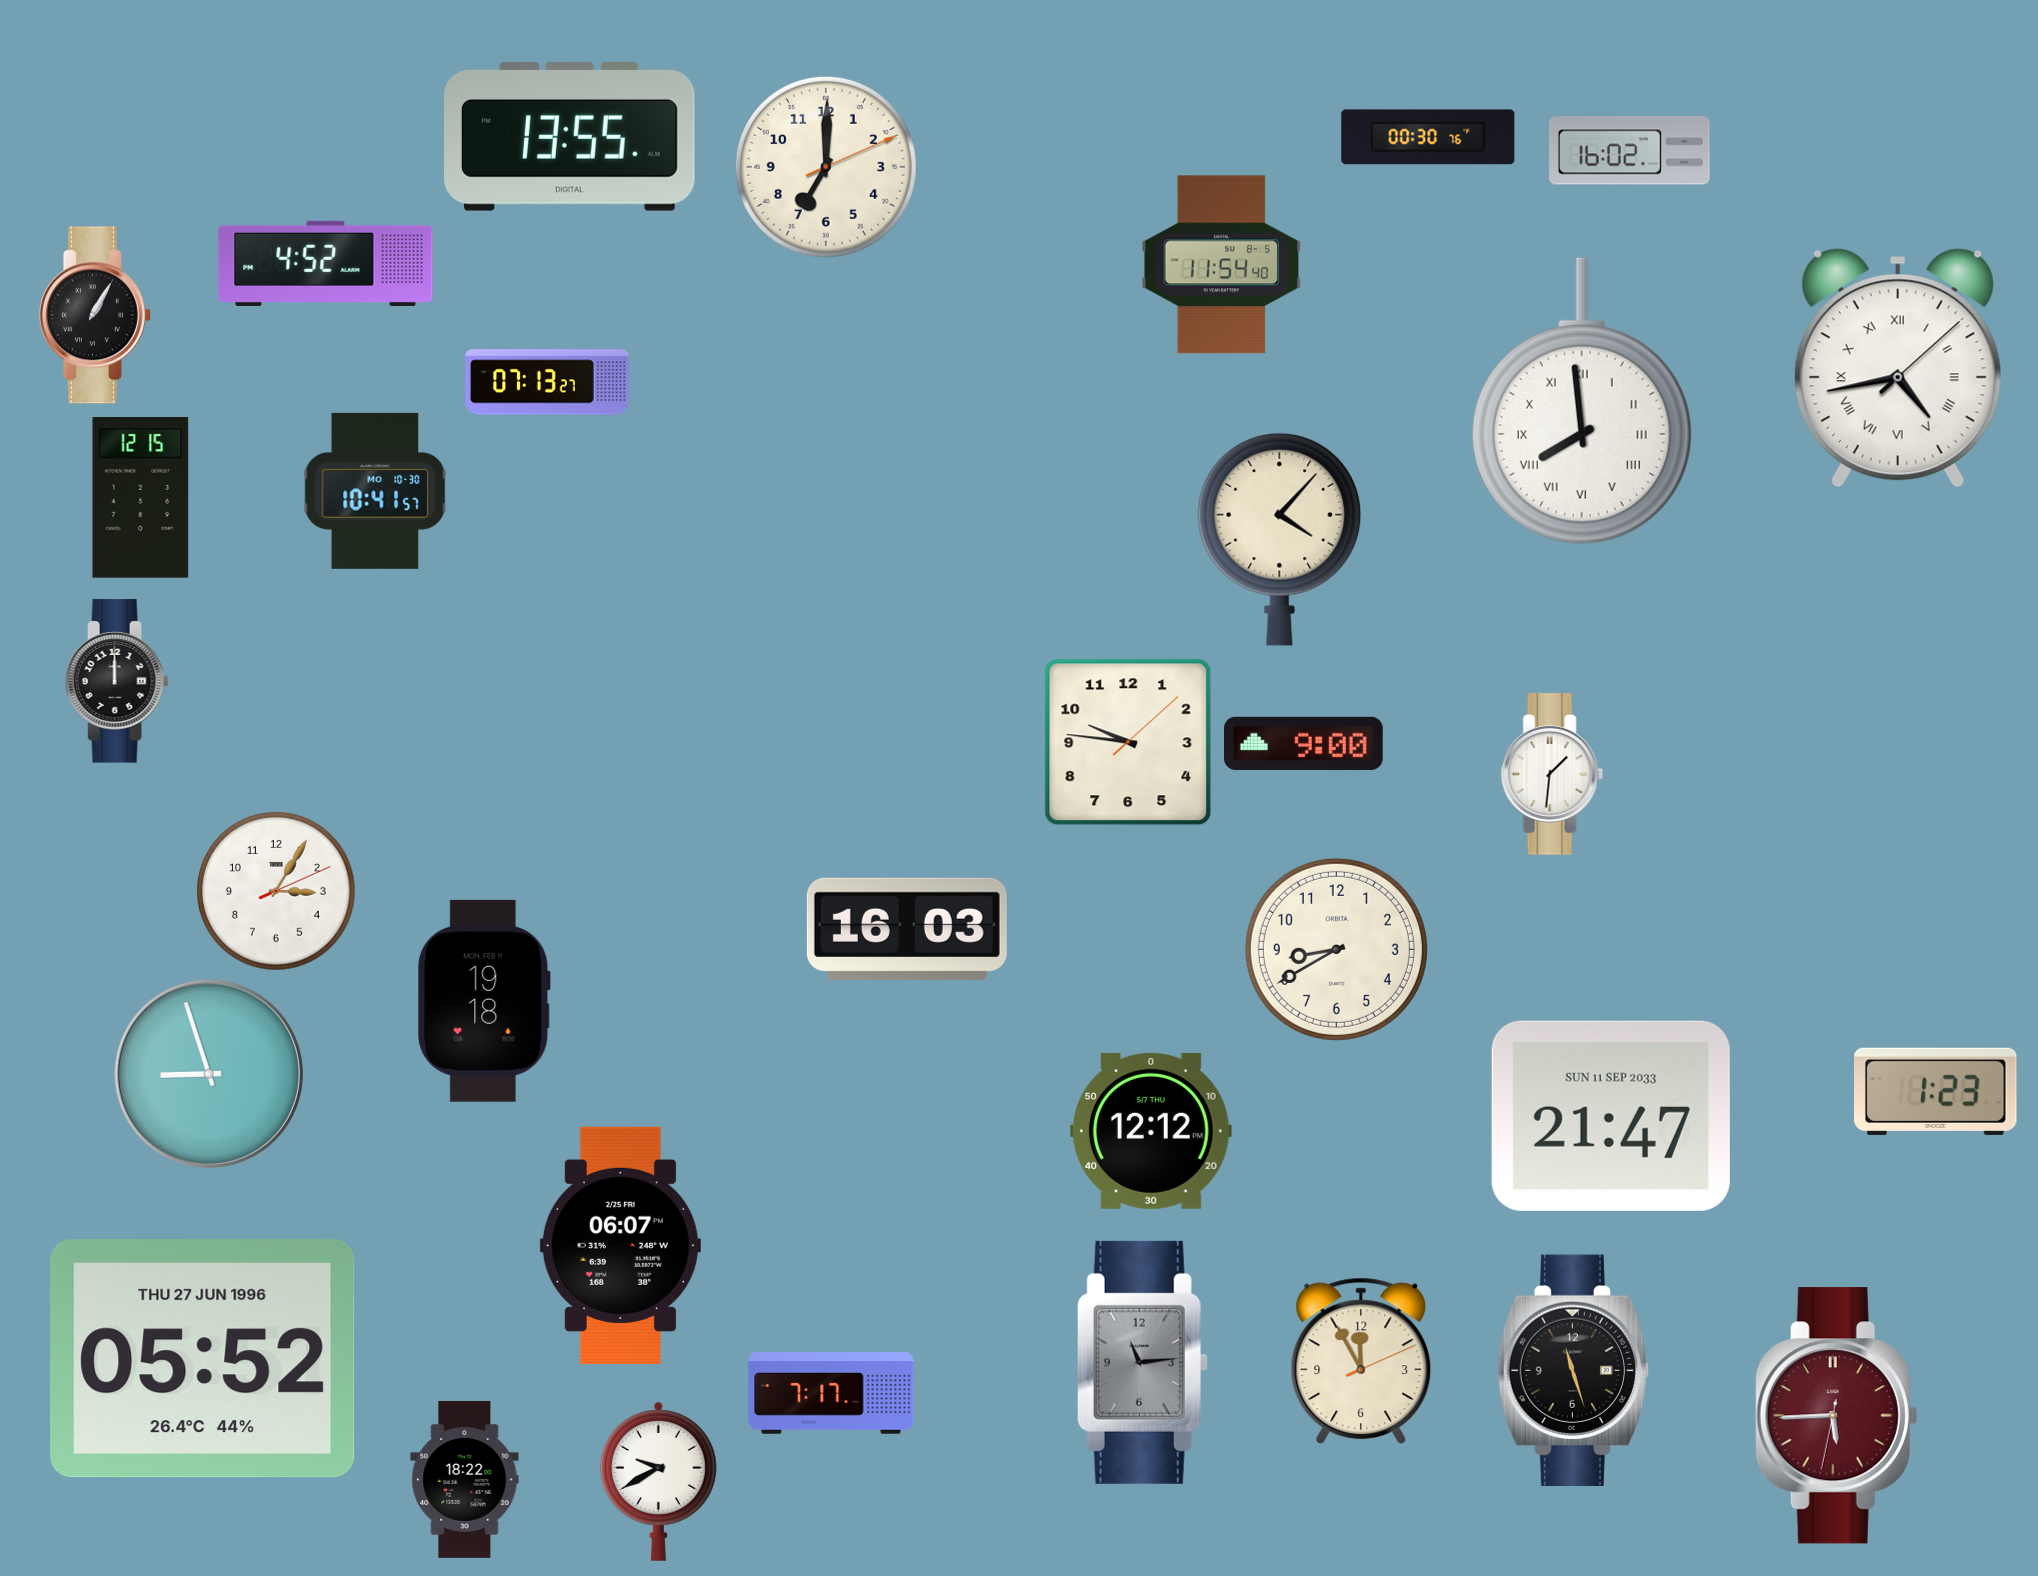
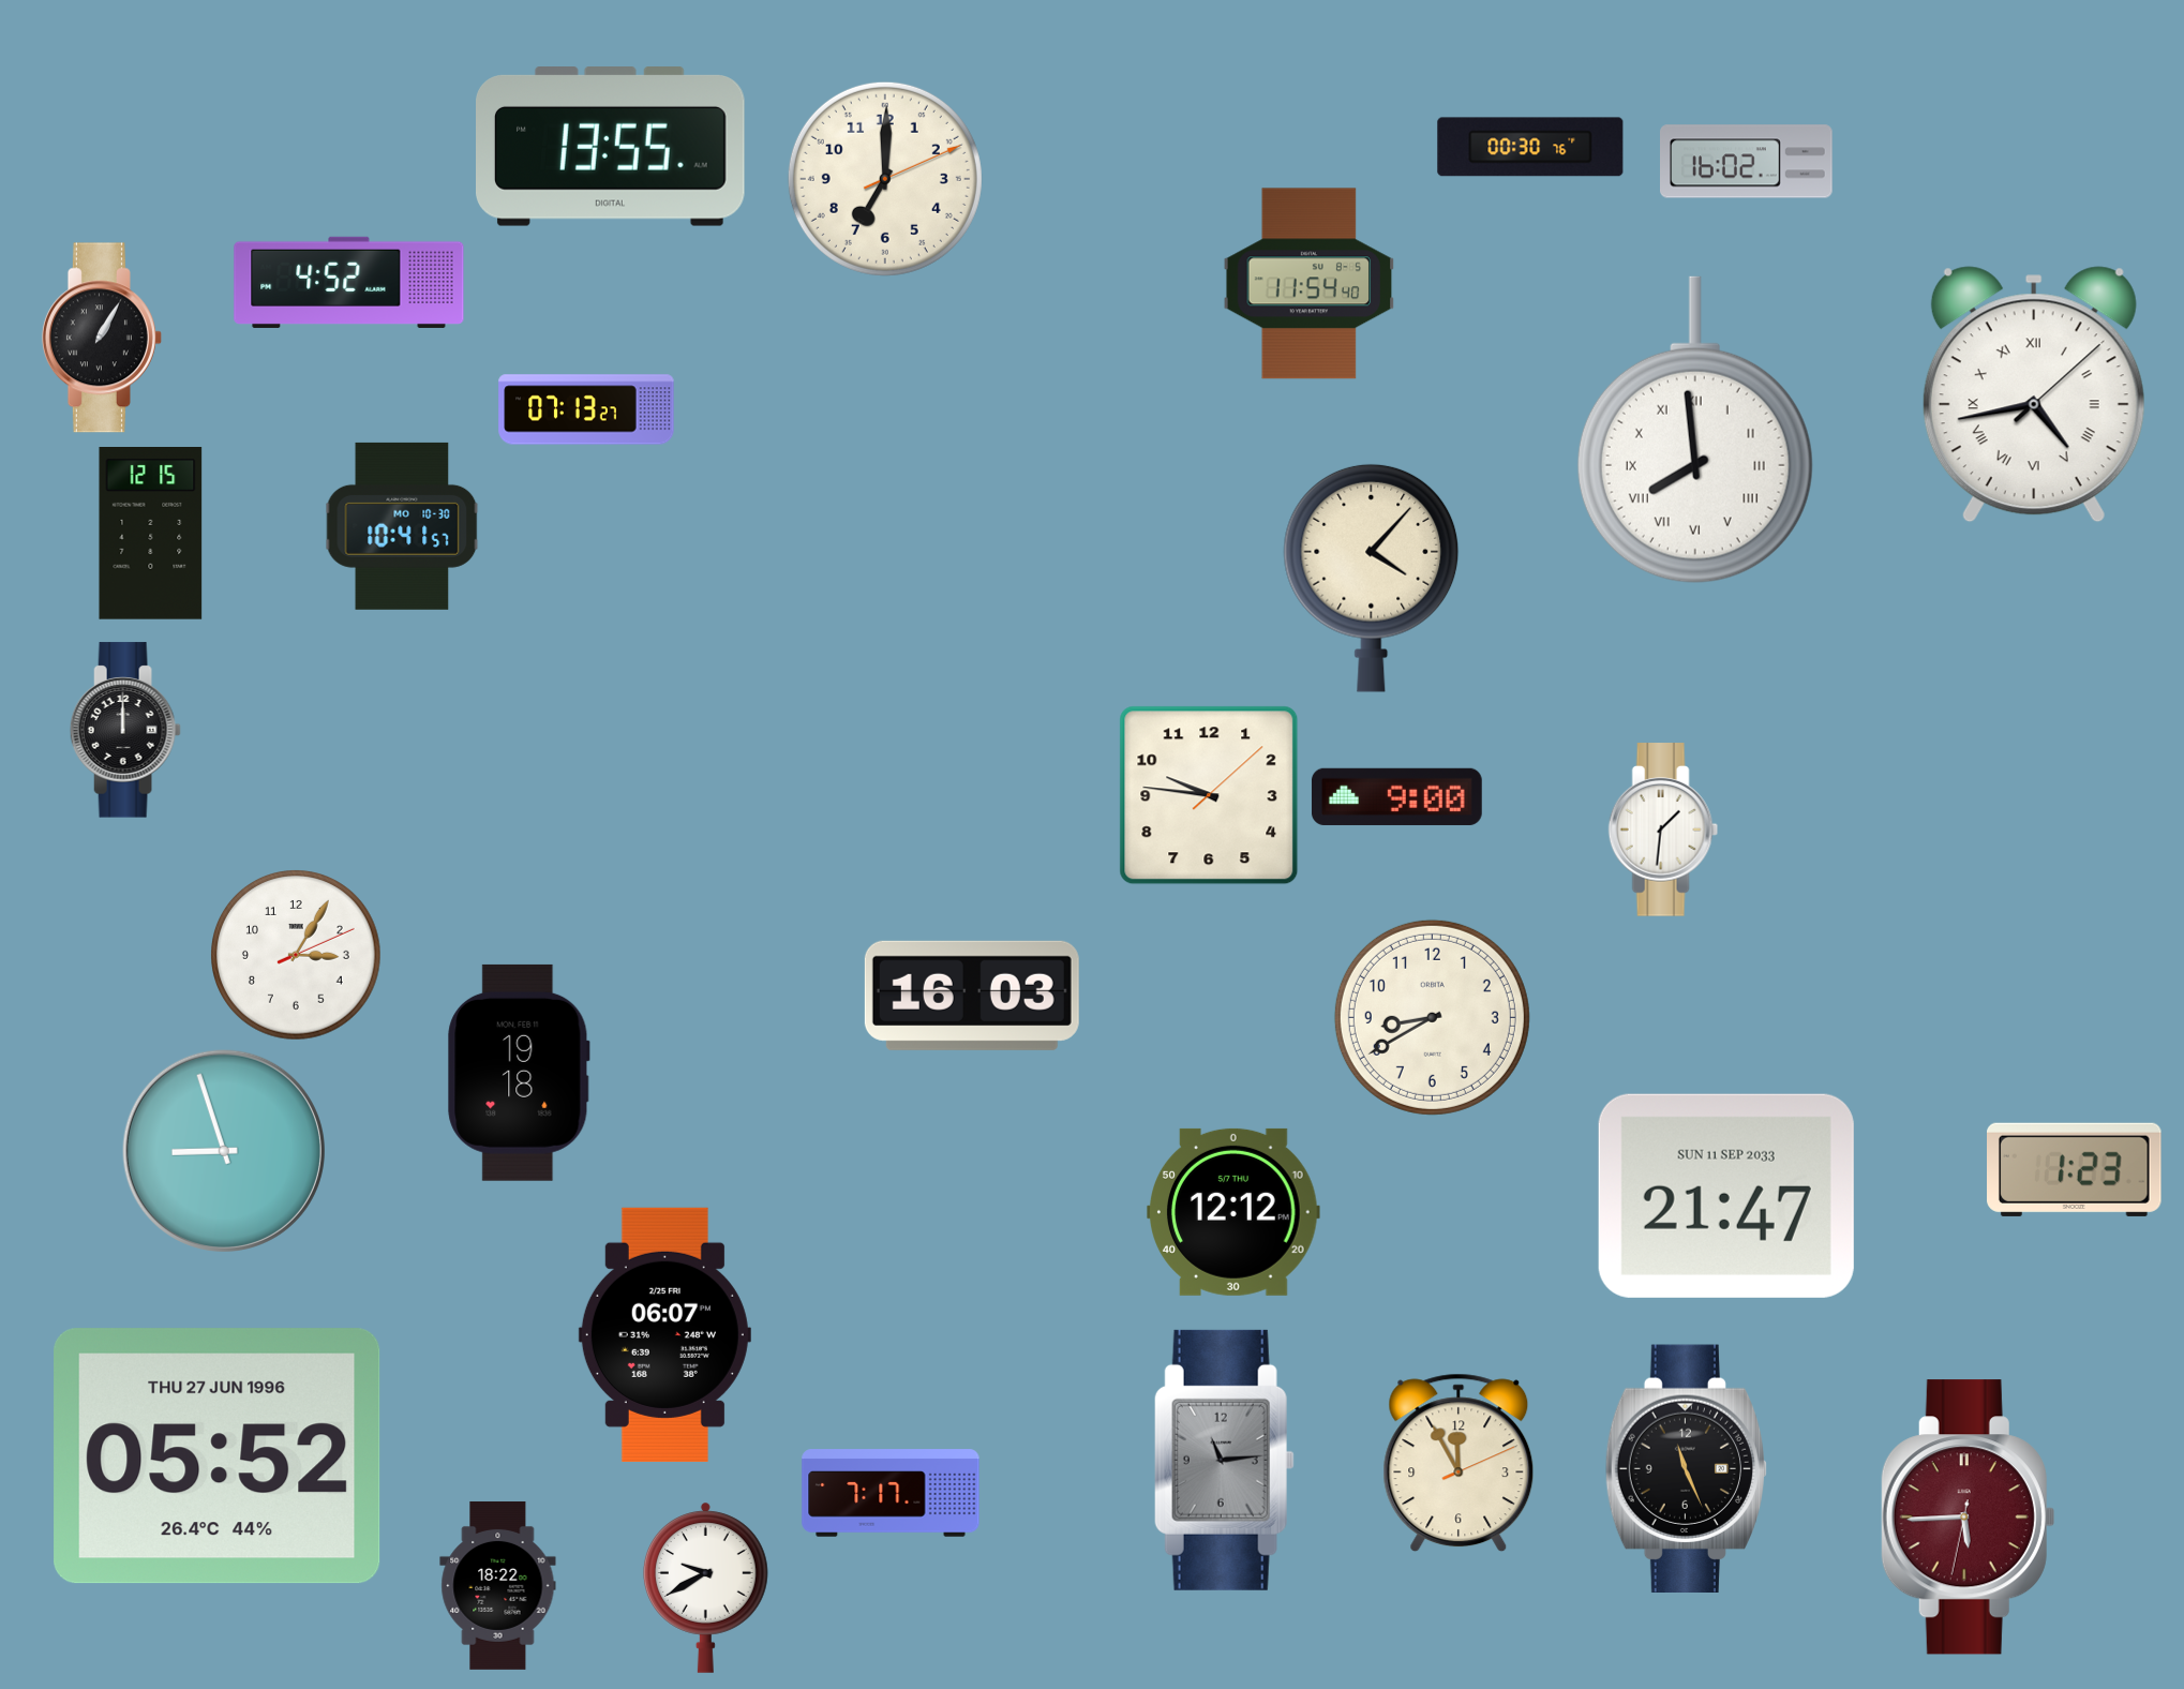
clock at (1361, 1361) position: (1361, 1361) -> (1459, 1463)
clock at (1573, 1370): 11:27 -> 11:26
